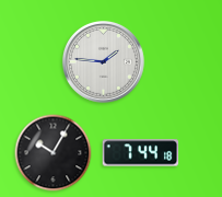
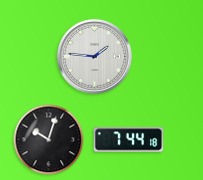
clock at (54, 153): 10:05 -> 10:03
